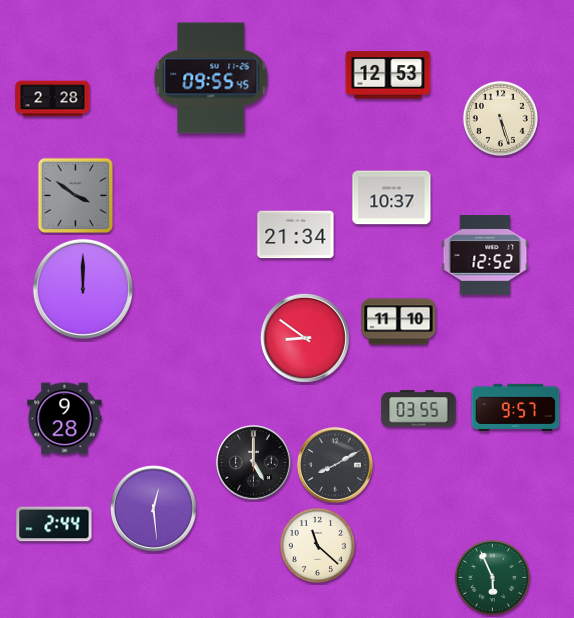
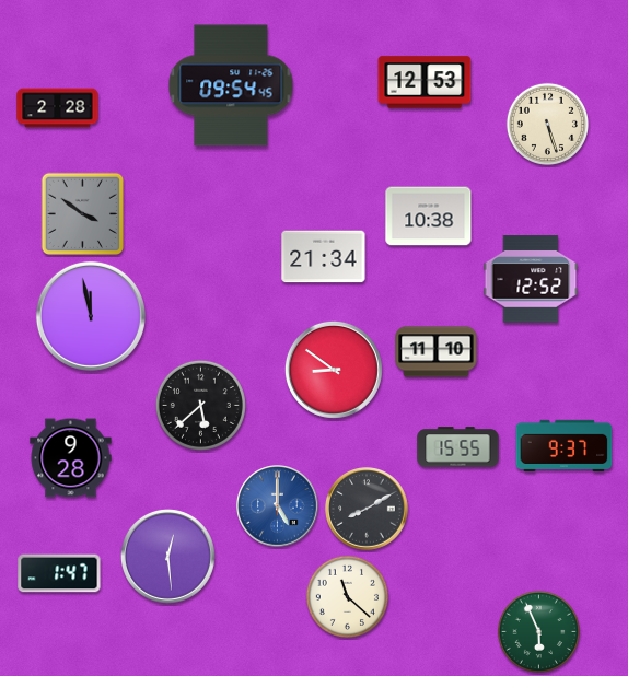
clock at (211, 78): 09:55 -> 09:54
clock at (500, 118) position: (500, 118) -> (547, 124)
clock at (392, 198): 10:37 -> 10:38
clock at (83, 289): 12:00 -> 11:58
clock at (200, 405): none -> 5:38
clock at (516, 407): 9:57 -> 9:37
clock at (419, 409): 03:55 -> 15:55
clock at (254, 463) dial: black -> blue
clock at (54, 524): 2:44 -> 1:47
